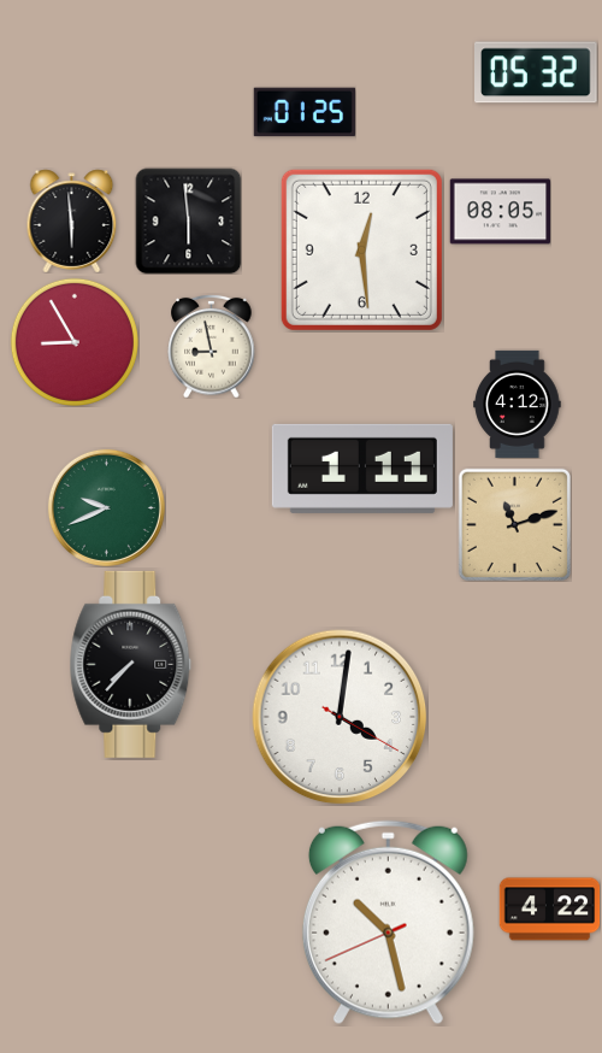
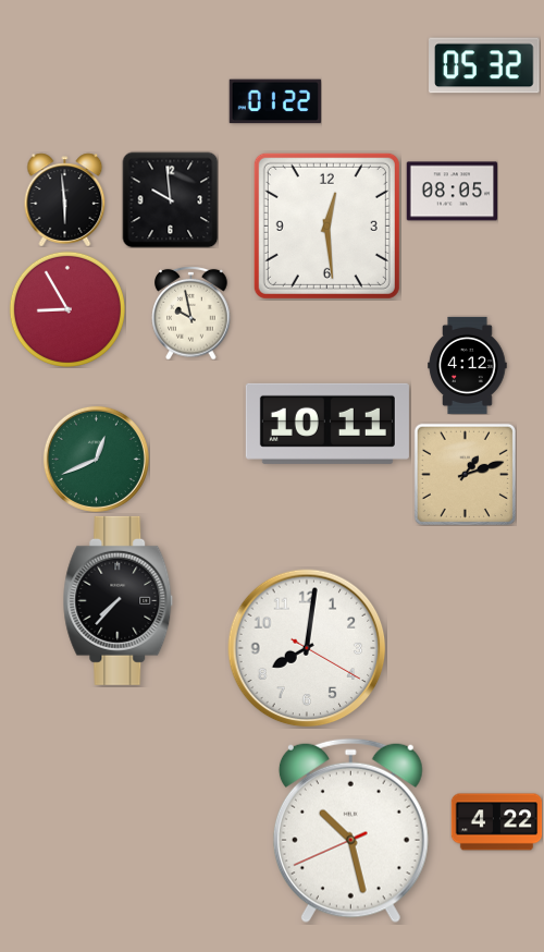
clock at (303, 112): 01:25 -> 01:22
clock at (188, 220): 5:59 -> 9:59
clock at (212, 346): 8:58 -> 9:58
clock at (362, 469): 1:11 -> 10:11
clock at (106, 507): 9:41 -> 12:41
clock at (514, 524): 11:12 -> 1:12
clock at (340, 717): 4:01 -> 8:01
clock at (388, 923) position: (388, 923) -> (350, 831)
